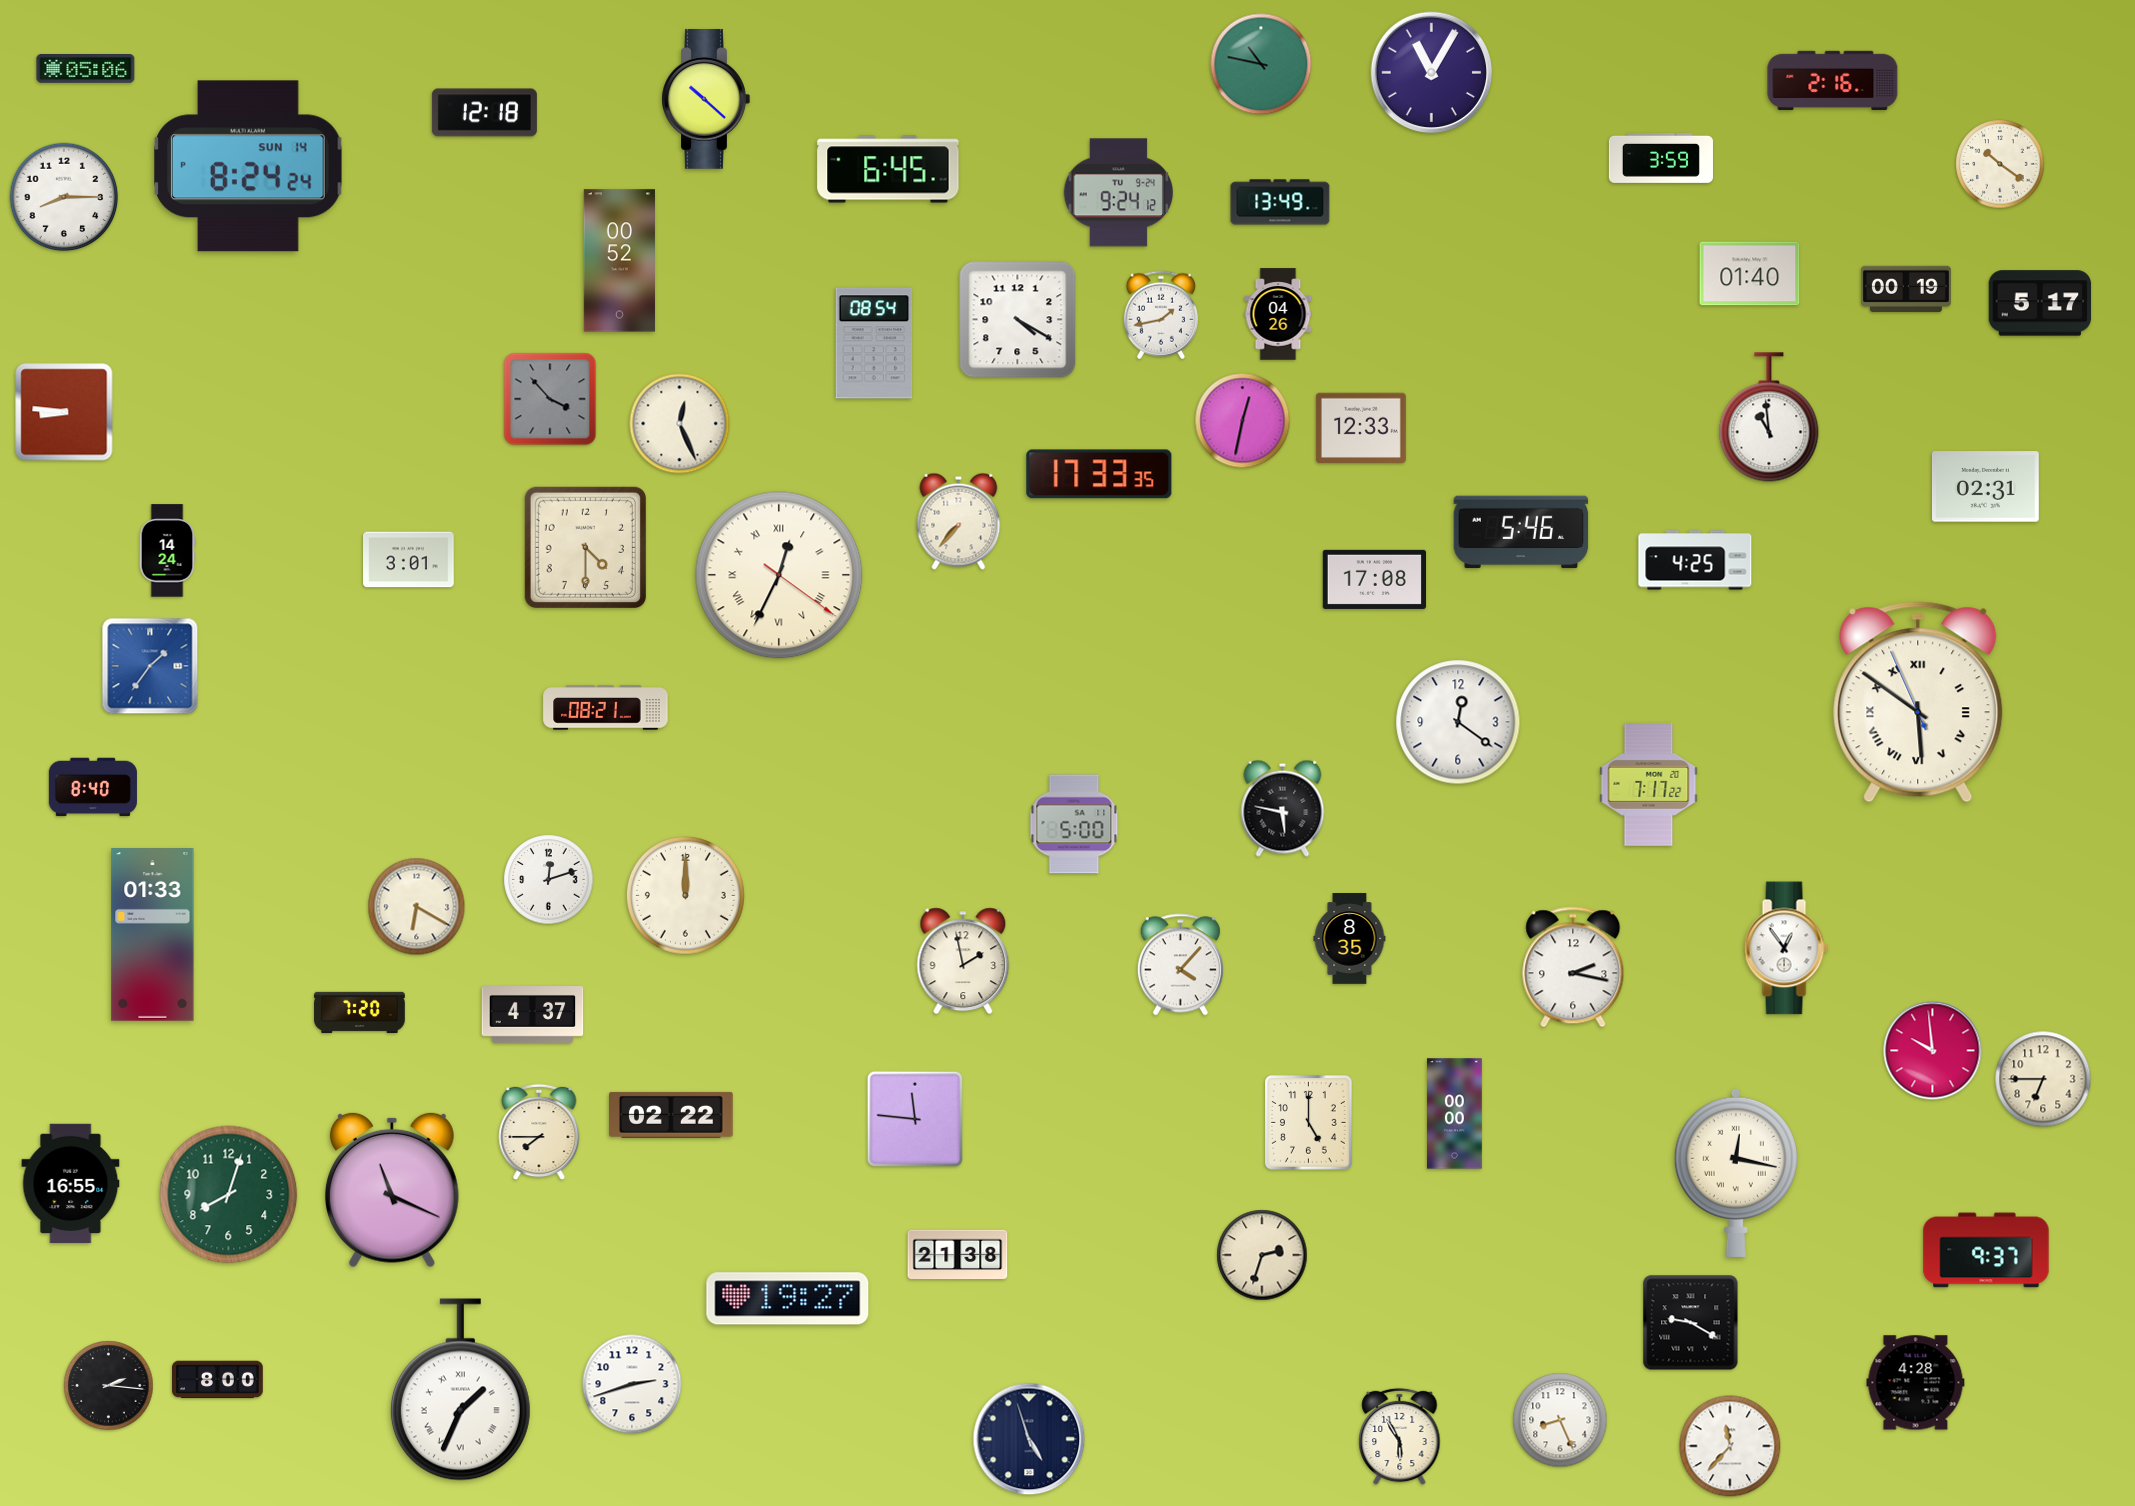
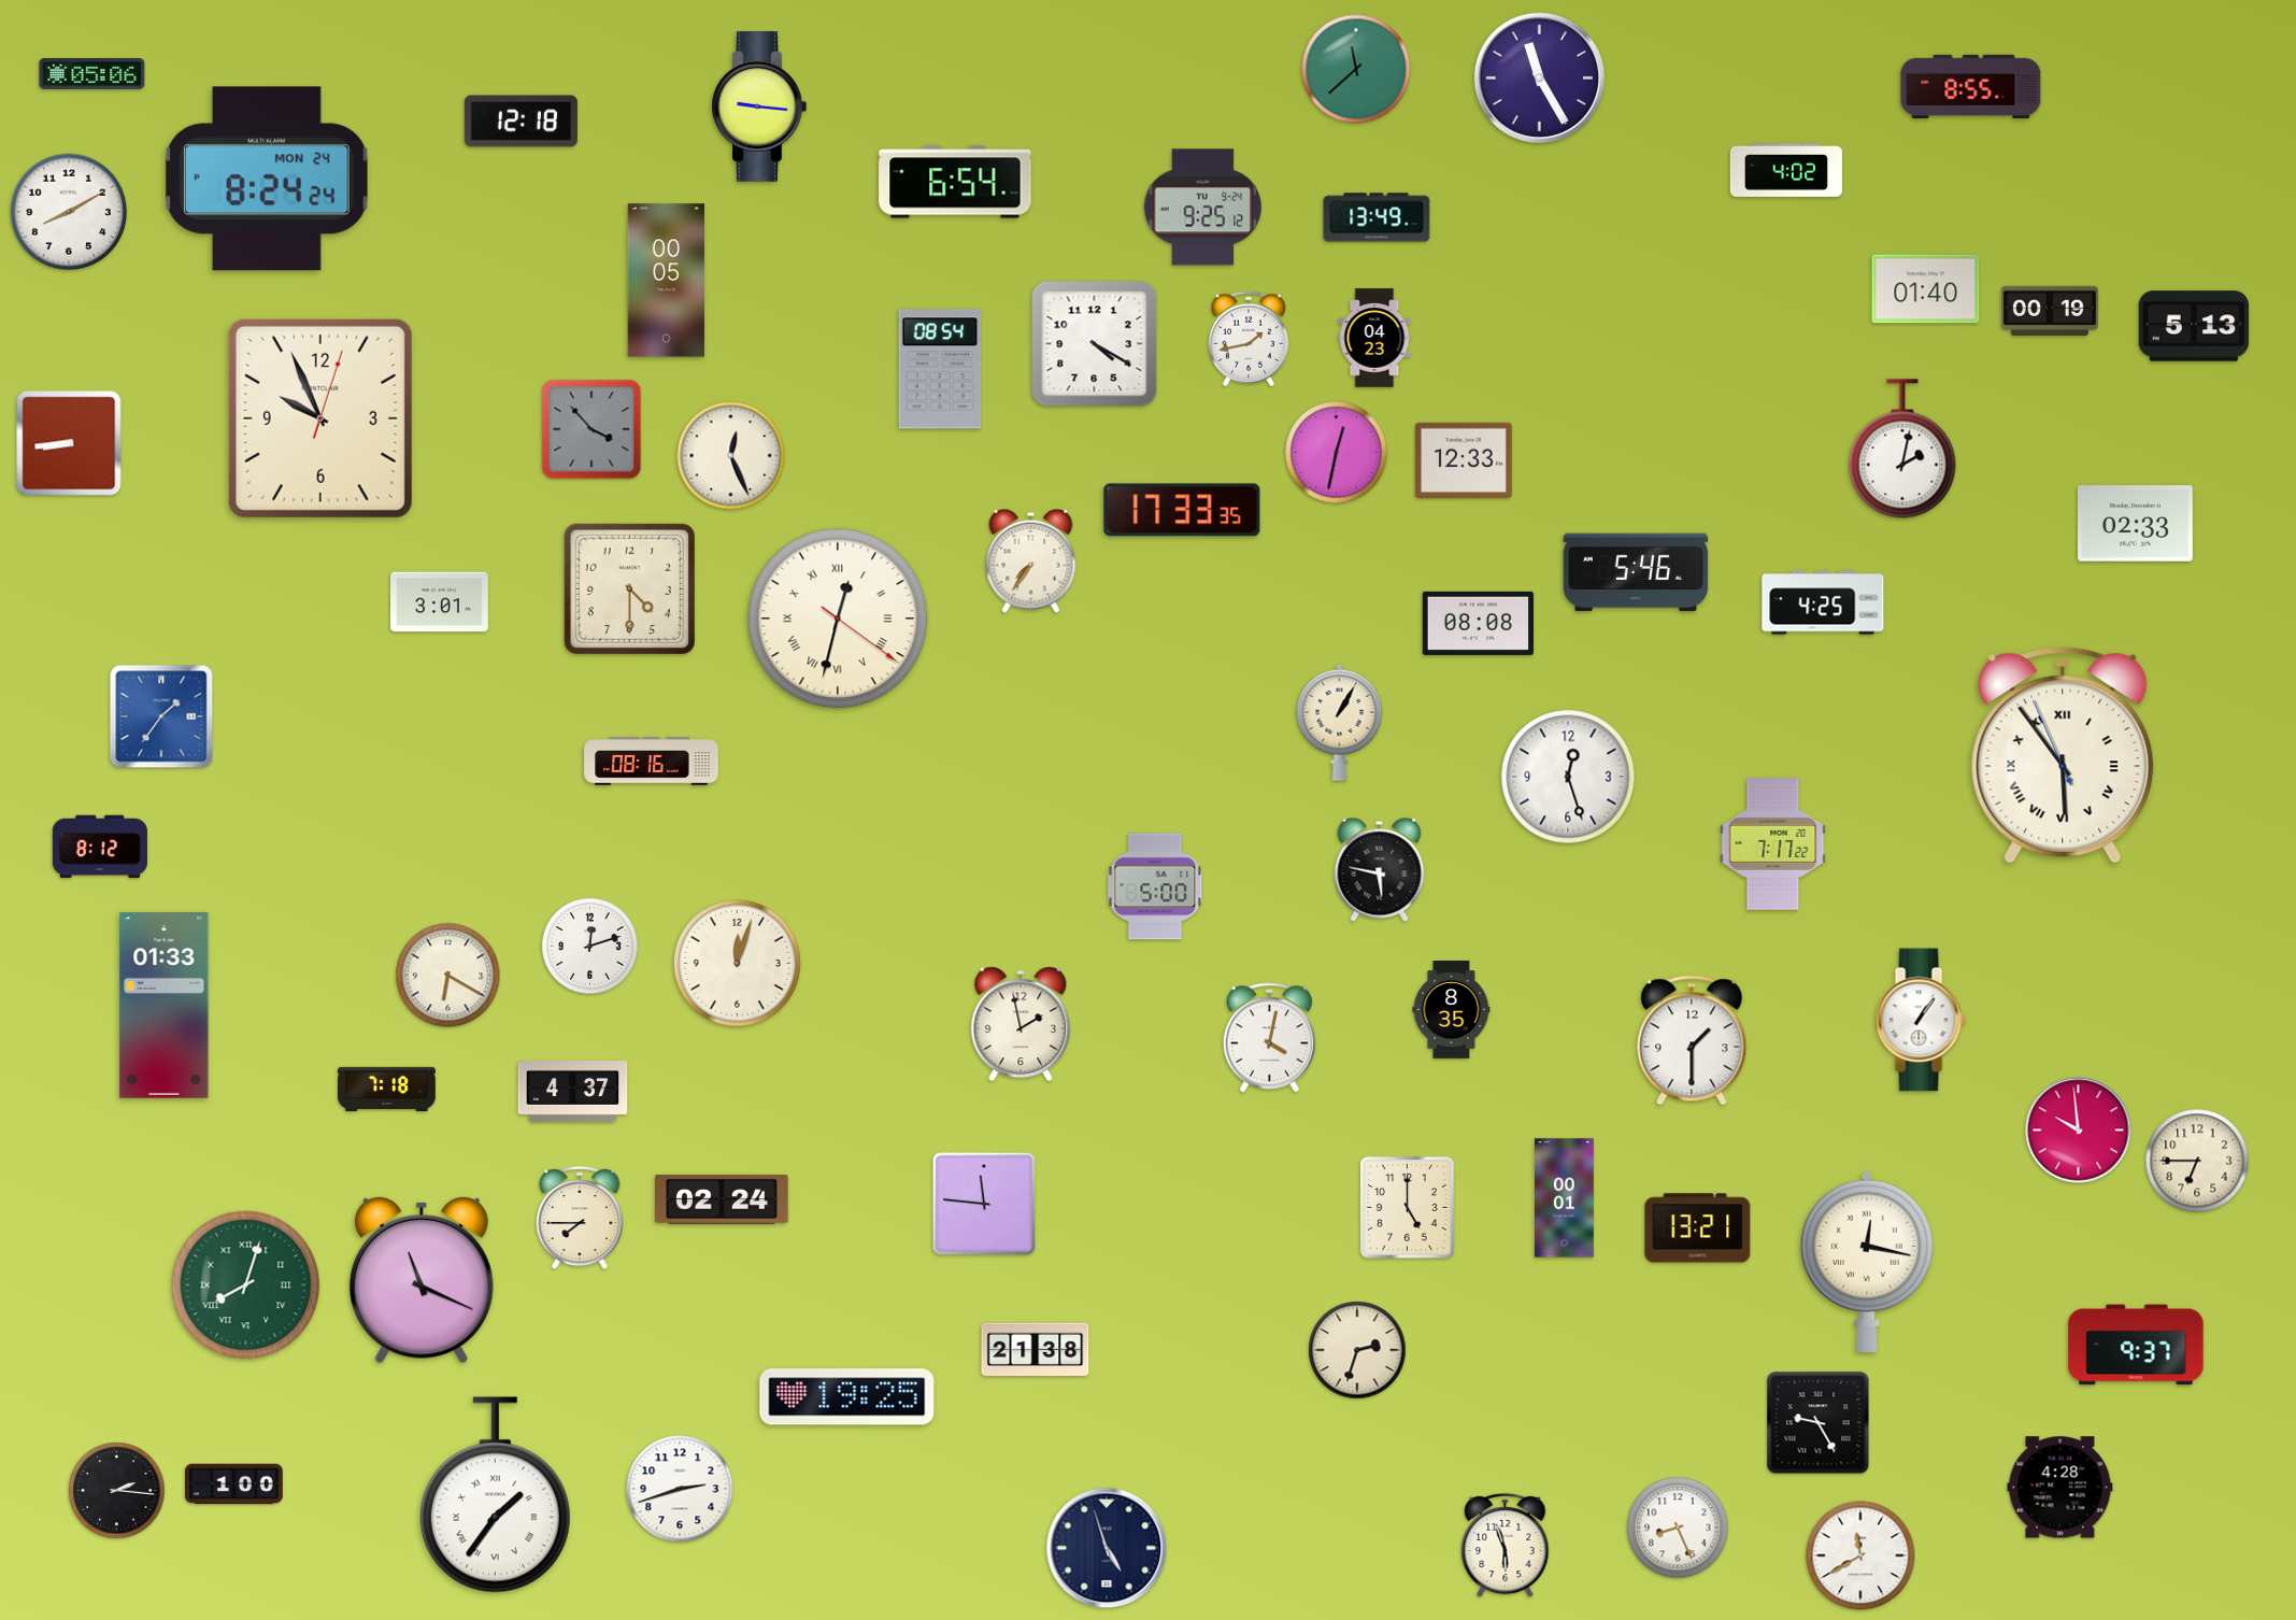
clock at (1261, 64): 10:47 -> 11:38
clock at (1431, 72): 11:05 -> 11:25
clock at (1833, 80): 2:16 -> 8:55
clock at (706, 100): 10:22 -> 9:16
clock at (1661, 158): 3:59 -> 4:02
clock at (2000, 164): 10:21 -> none
clock at (249, 166) date: SUN 14 -> MON 24
clock at (888, 169): 6:45 -> 6:54
clock at (1118, 193): 9:24 -> 9:25
clock at (64, 197): 8:15 -> 8:10
clock at (619, 261): 00:52 -> 00:05
clock at (1750, 274) position: (1750, 274) -> (1926, 289)
clock at (2040, 303): 5:17 -> 5:13
clock at (1278, 314): 04:26 -> 04:23
clock at (320, 418): none -> 9:56
clock at (64, 412): 8:46 -> 8:44
clock at (1769, 417): 10:59 -> 2:02
clock at (1986, 487): 02:31 -> 02:33
clock at (959, 521): 7:37 -> 7:36
clock at (167, 551): 14:24 -> none
clock at (779, 575): 12:34 -> 12:32
clock at (1374, 579): 17:08 -> 08:08
clock at (1340, 722): none -> 1:05
clock at (1918, 702): 5:50 -> 5:53
clock at (606, 708): 08:21 -> 08:16
clock at (1458, 722): 12:21 -> 12:27
clock at (93, 787): 8:40 -> 8:12
clock at (686, 896): 12:00 -> 12:03
clock at (1786, 948): 12:54 -> 1:06
clock at (963, 961) position: (963, 961) -> (1021, 1024)
clock at (1180, 965): 4:07 -> 4:02
clock at (1573, 967): 2:17 -> 1:30
clock at (360, 1012): 7:20 -> 7:18
clock at (1455, 1114): 00:00 -> 00:01
clock at (671, 1115): 02:22 -> 02:24
clock at (1698, 1228): none -> 13:21
clock at (71, 1184): 16:55 -> none
clock at (229, 1195) numerals: Arabic -> Roman
clock at (958, 1255) position: (958, 1255) -> (1036, 1350)
clock at (788, 1299): 19:27 -> 19:25
clock at (1691, 1323): 9:20 -> 9:25
clock at (218, 1380): 8:00 -> 1:00
clock at (460, 1390): 1:34 -> 1:36
clock at (1400, 1437): 5:55 -> 5:57
clock at (1730, 1446): 11:37 -> 11:40
